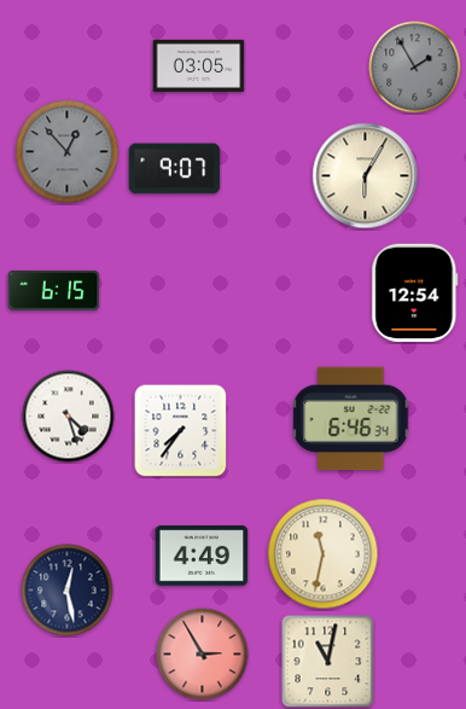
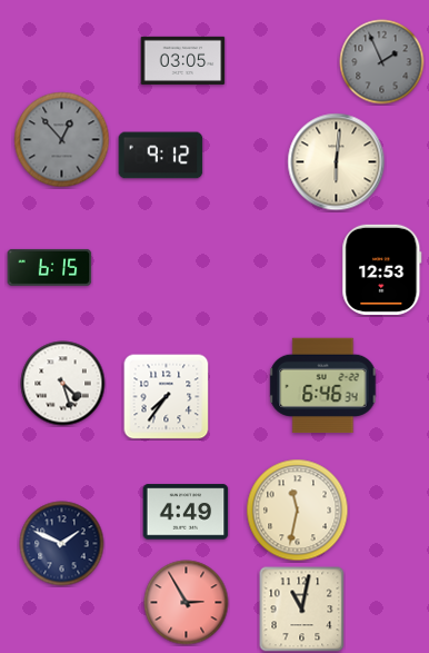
clock at (415, 68): 1:55 -> 1:56
clock at (175, 169): 9:07 -> 9:12
clock at (366, 176): 6:05 -> 6:01
clock at (415, 292): 12:54 -> 12:53
clock at (68, 591): 12:28 -> 1:49
